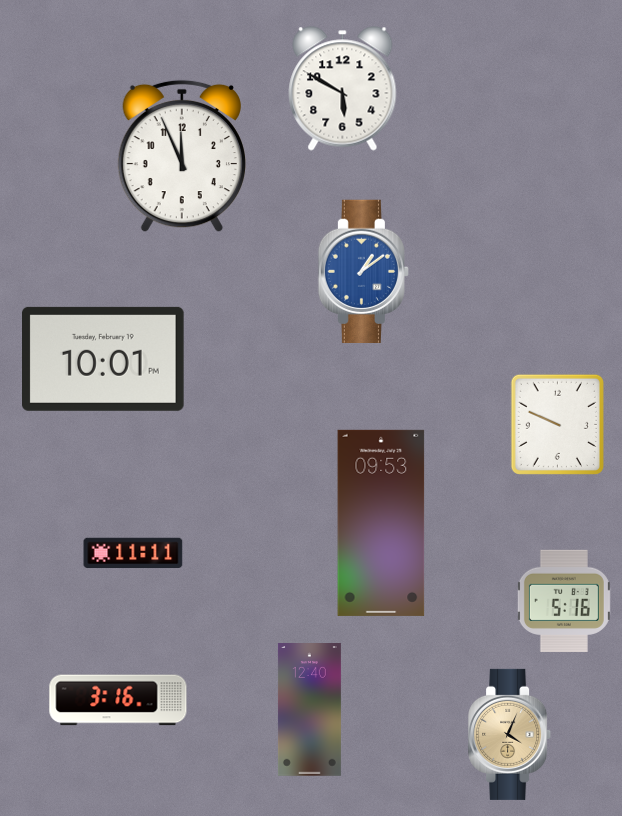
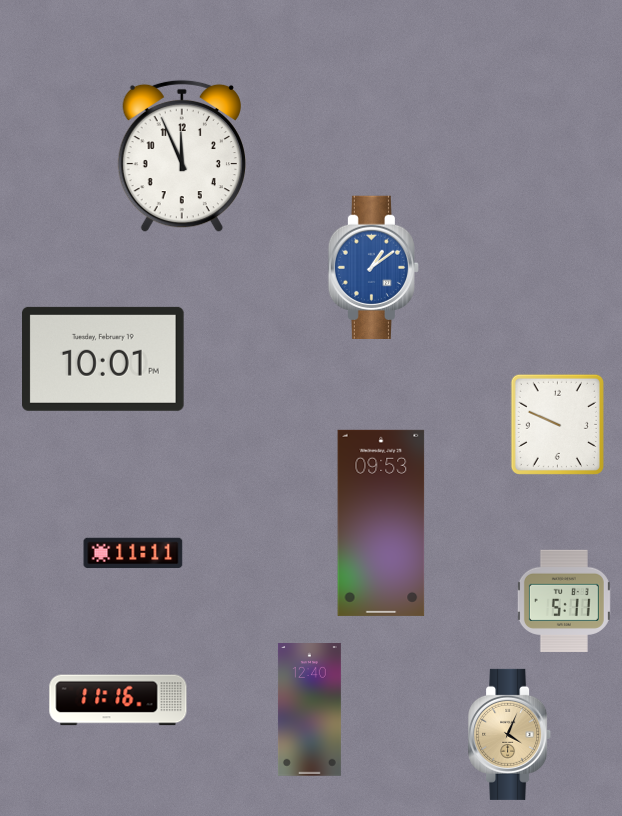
clock at (343, 89): 5:50 -> none
clock at (363, 271) position: (363, 271) -> (373, 267)
clock at (564, 600): 5:16 -> 5:11
clock at (118, 700): 3:16 -> 11:16
